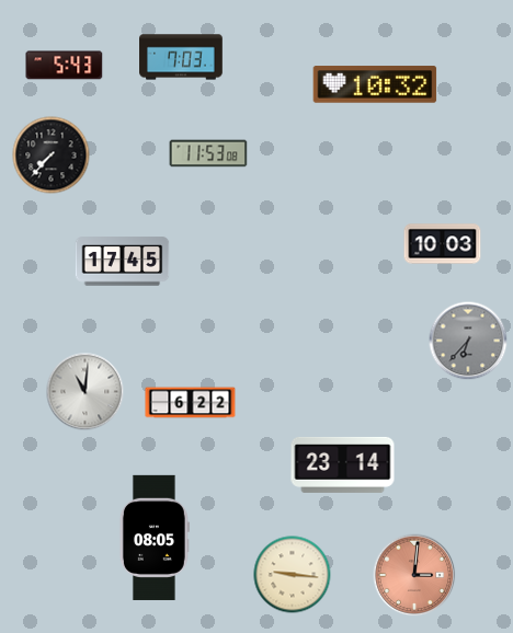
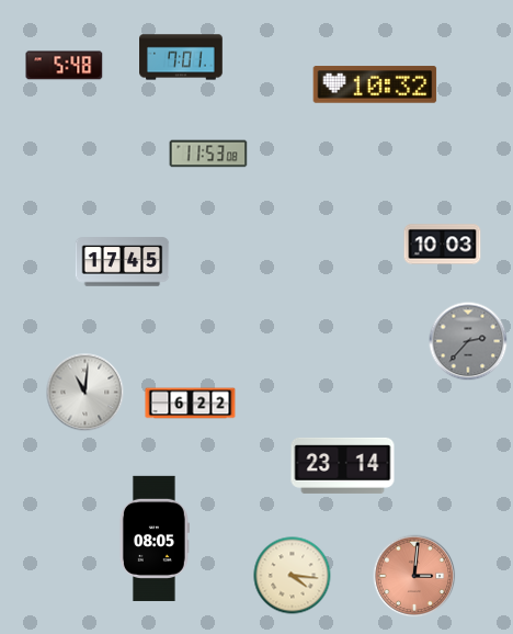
clock at (181, 57): 7:03 -> 7:01
clock at (65, 66): 5:43 -> 5:48
clock at (52, 156): 7:37 -> none
clock at (468, 341): 6:37 -> 2:37
clock at (293, 575): 9:16 -> 4:16
